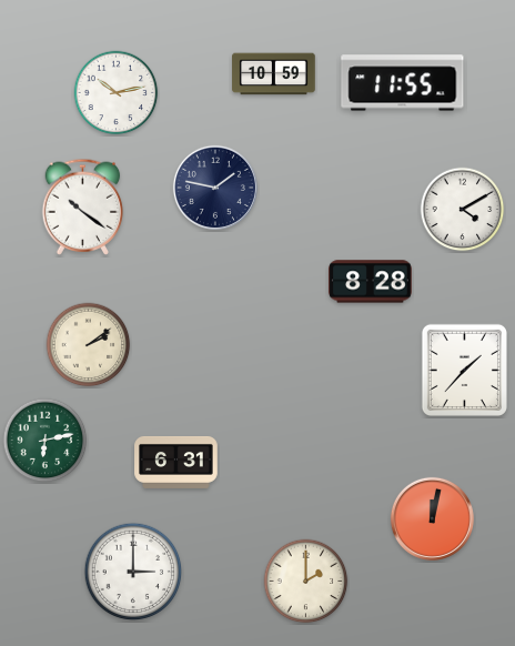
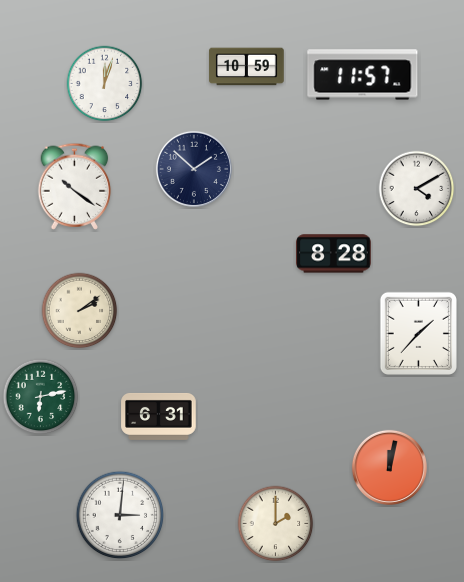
clock at (403, 83): 11:55 -> 11:57
clock at (117, 93): 10:13 -> 12:03
clock at (215, 188): 1:47 -> 1:52
clock at (133, 572): 3:00 -> 3:01
